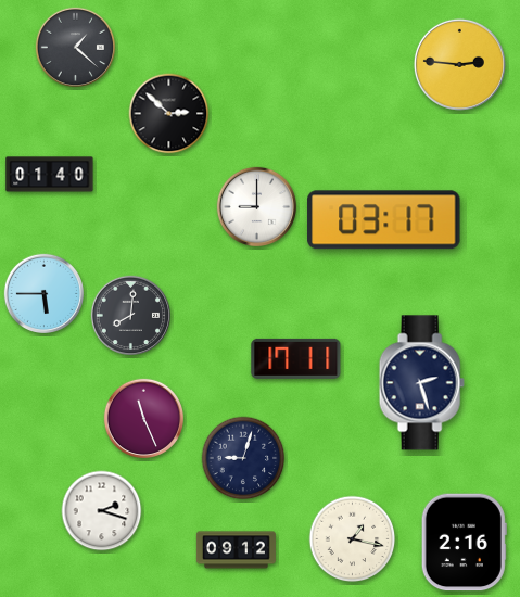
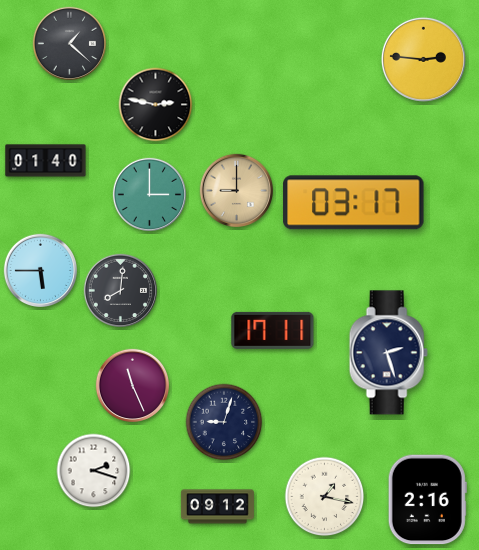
clock at (169, 114): 2:52 -> 2:47
clock at (256, 206) dial: white -> champagne
clock at (149, 194): none -> 3:00
